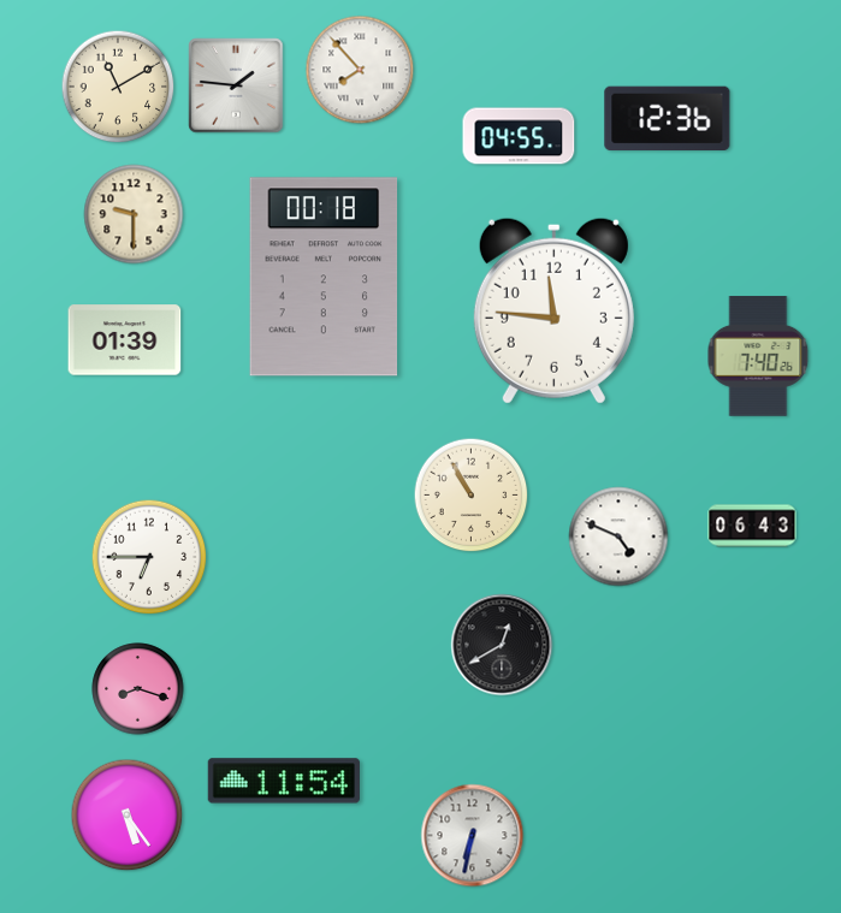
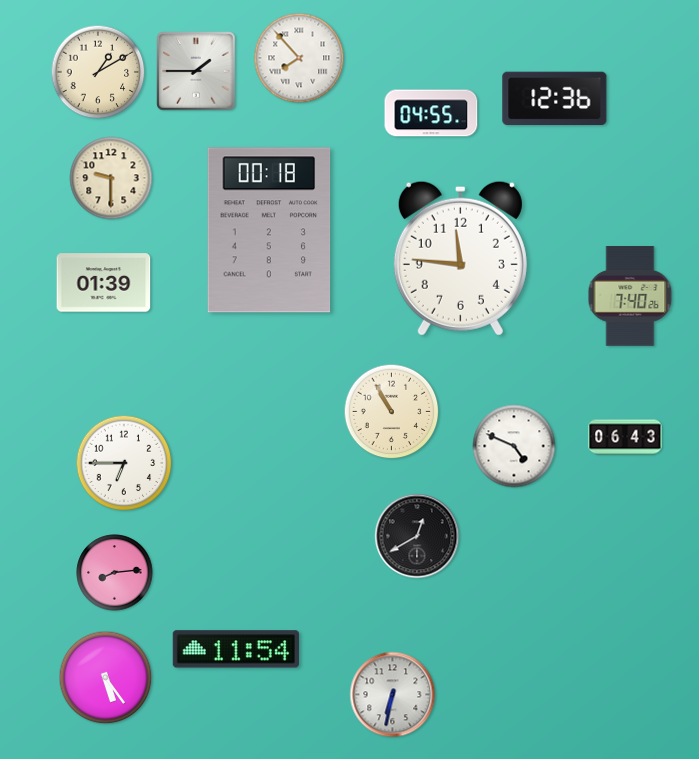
clock at (236, 85): 1:46 -> 1:45
clock at (118, 87): 11:10 -> 1:10
clock at (138, 689): 8:18 -> 8:14
